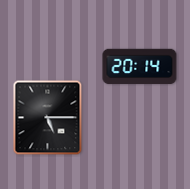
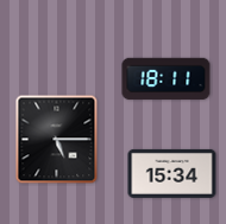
clock at (140, 67): 20:14 -> 18:11
clock at (172, 173): none -> 15:34
